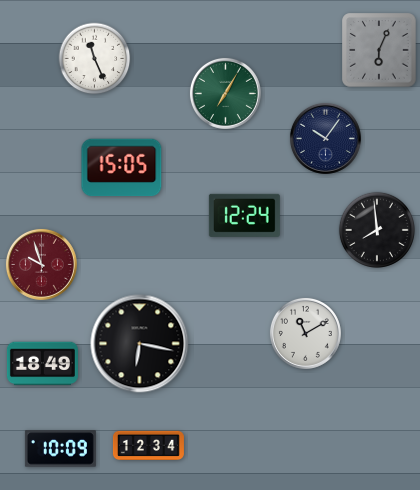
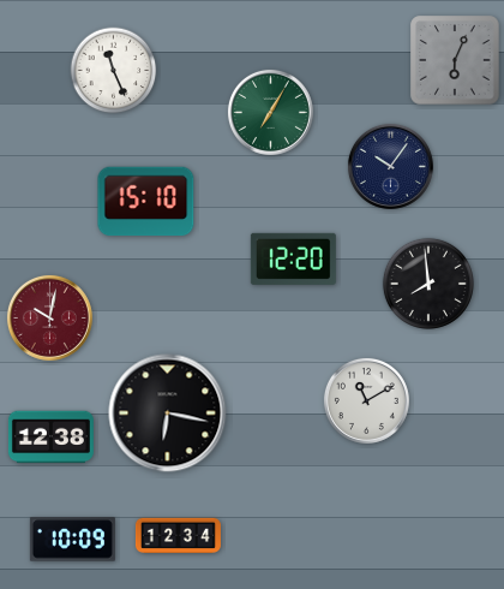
clock at (122, 168): 15:05 -> 15:10
clock at (244, 215): 12:24 -> 12:20
clock at (377, 230) position: (377, 230) -> (428, 284)
clock at (41, 264): 9:57 -> 10:02
clock at (42, 364): 18:49 -> 12:38
